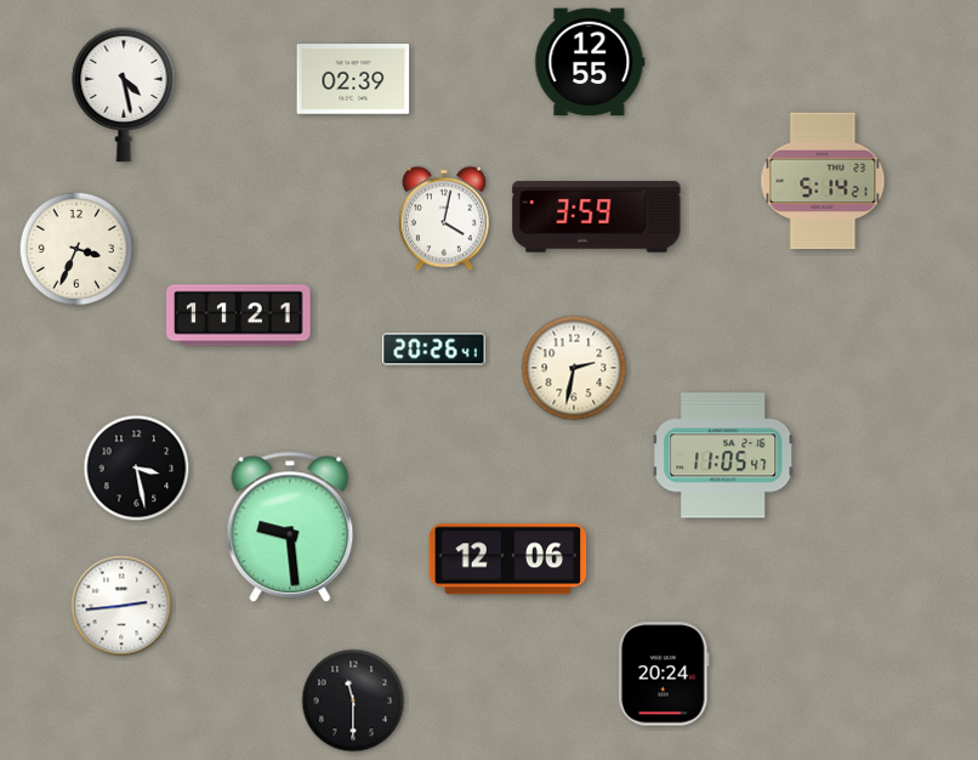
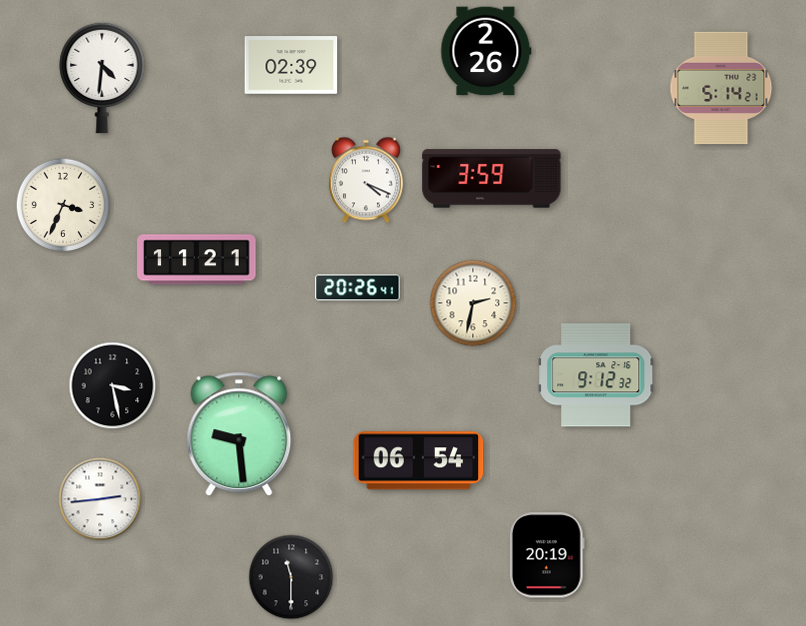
clock at (590, 62): 12:55 -> 2:26
clock at (124, 95): 4:28 -> 4:31
clock at (823, 181) position: (823, 181) -> (721, 88)
clock at (444, 219): 4:02 -> 4:19
clock at (723, 455): 11:05 -> 9:12
clock at (508, 560): 12:06 -> 06:54
clock at (664, 674): 20:24 -> 20:19
